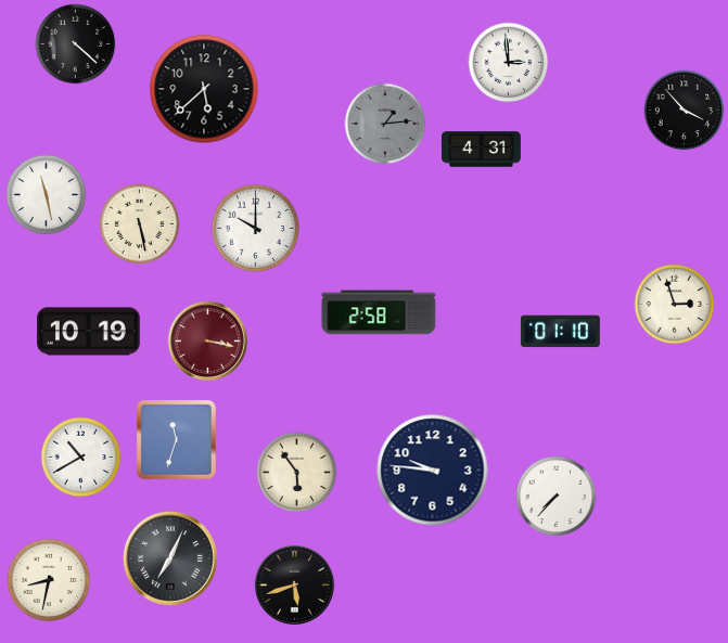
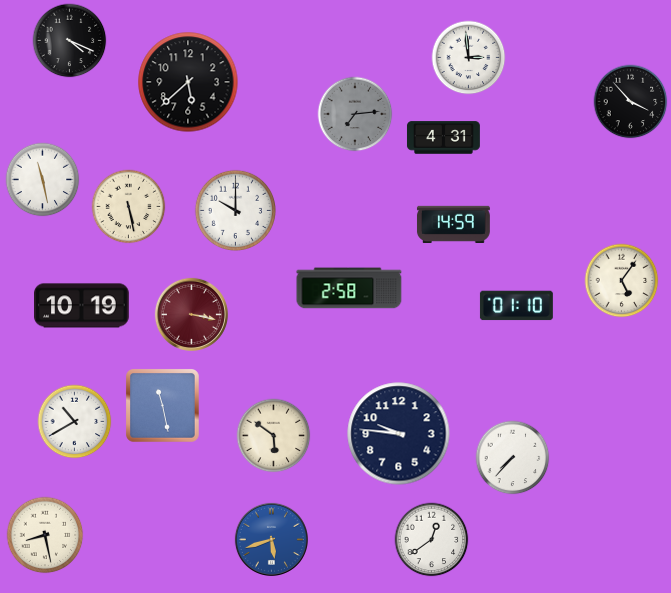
clock at (76, 44): 4:22 -> 4:19
clock at (385, 124): 1:14 -> 7:14
clock at (453, 224): none -> 14:59
clock at (675, 305): 2:57 -> 5:06
clock at (177, 440): 11:33 -> 11:28
clock at (297, 473): 5:54 -> 5:51
clock at (170, 558): 7:04 -> none
clock at (49, 580): 8:32 -> 8:28
clock at (294, 584) dial: black -> blue
clock at (432, 540): none -> 12:39
